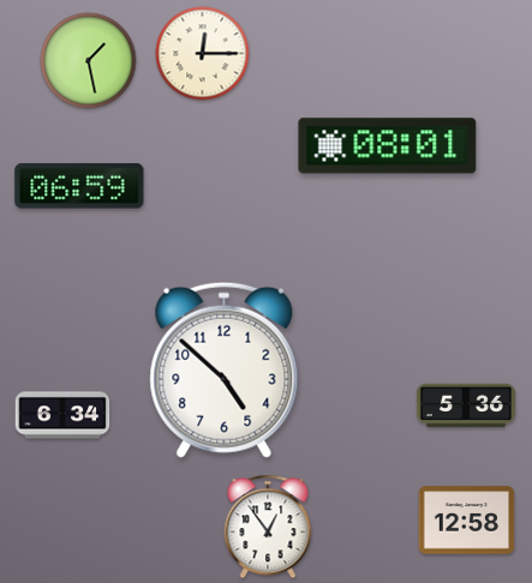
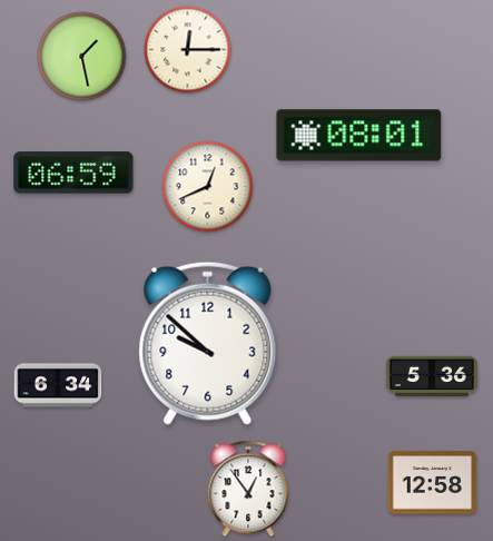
clock at (208, 187): none -> 12:41
clock at (225, 369): 4:52 -> 9:52
